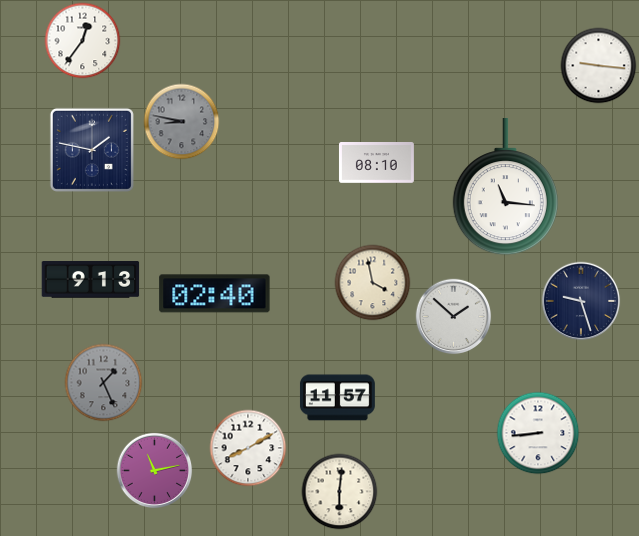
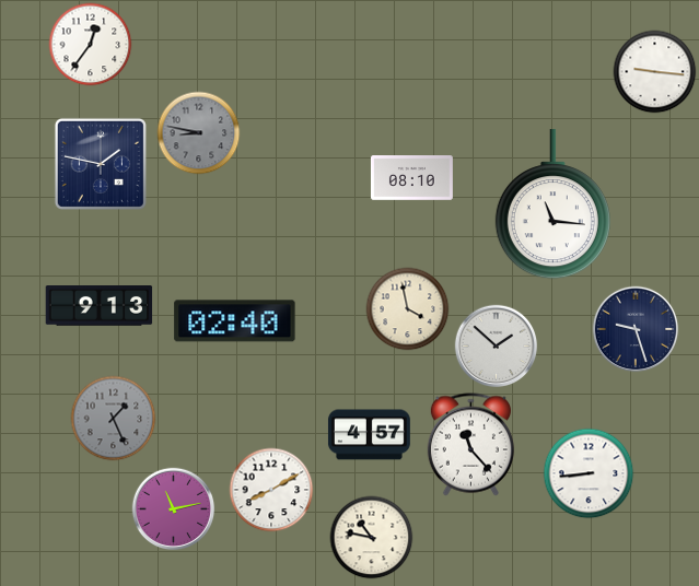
clock at (337, 398): 11:57 -> 4:57
clock at (470, 445): none -> 11:23
clock at (155, 471) position: (155, 471) -> (174, 509)
clock at (340, 492): 6:01 -> 10:47
